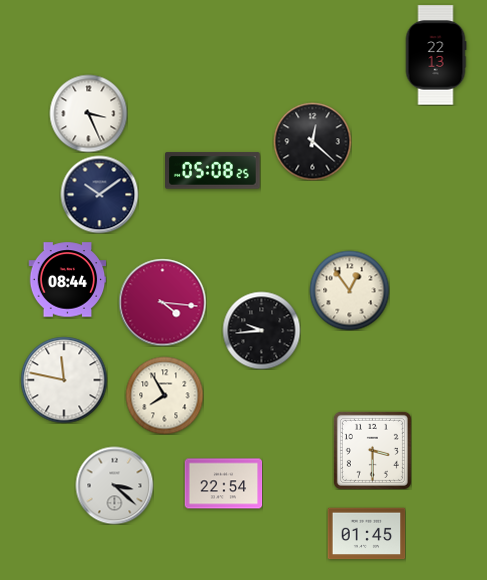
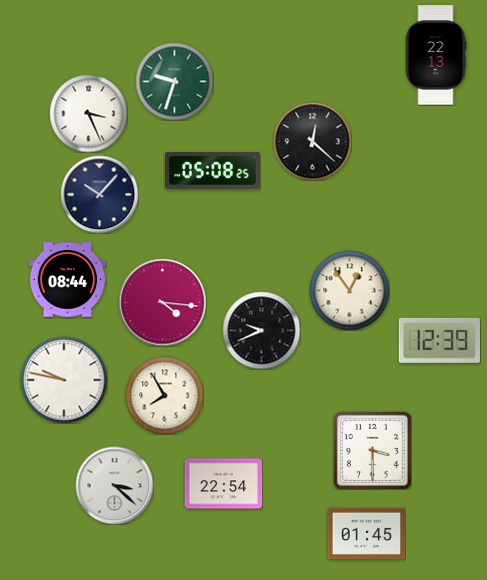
clock at (174, 81): none -> 9:33
clock at (99, 194): 10:09 -> 10:07
clock at (261, 330): 9:44 -> 9:41
clock at (439, 340): none -> 12:39
clock at (64, 380): 11:47 -> 9:47
